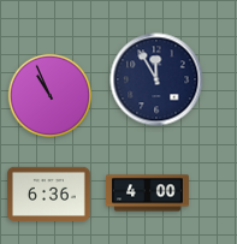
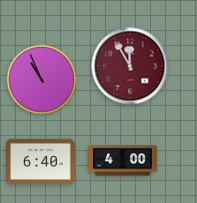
clock at (156, 79) dial: navy -> burgundy
clock at (48, 194): 6:36 -> 6:40
